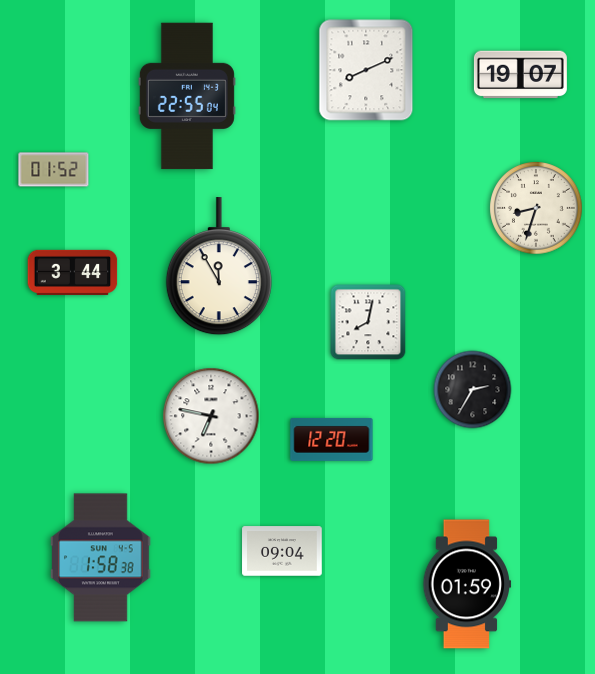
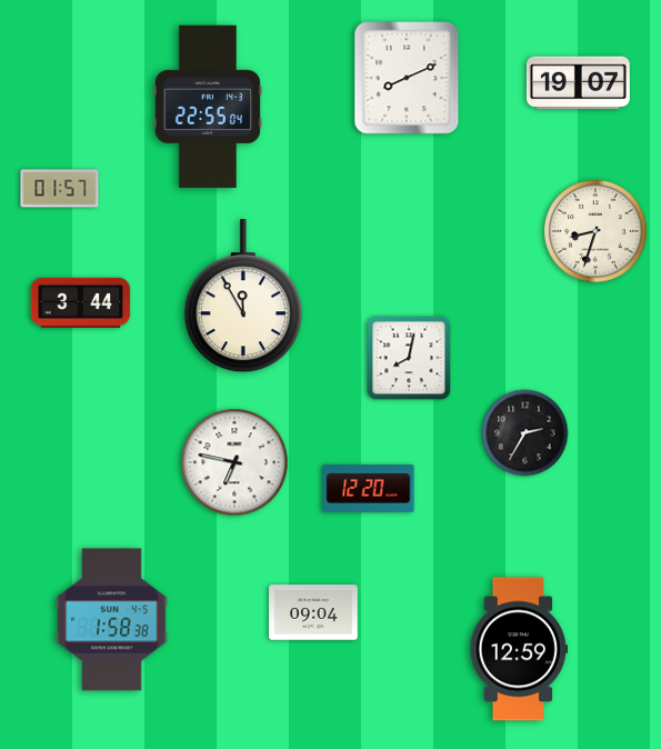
clock at (54, 170): 01:52 -> 01:57
clock at (467, 584): 01:59 -> 12:59
